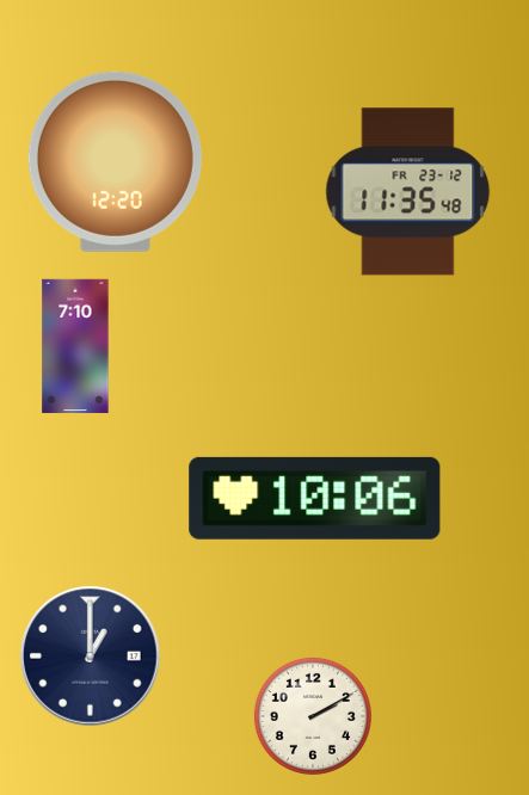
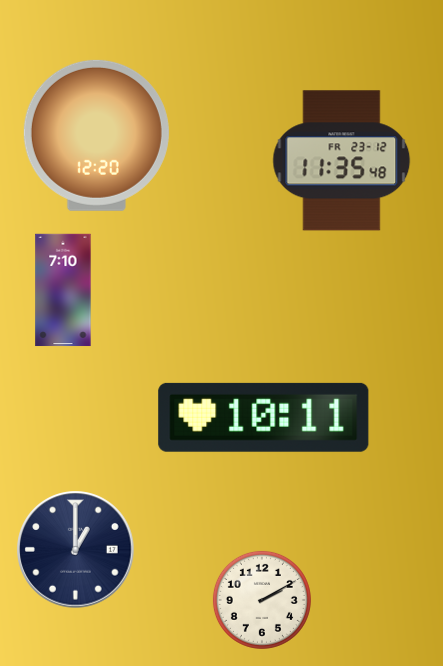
clock at (315, 498): 10:06 -> 10:11
